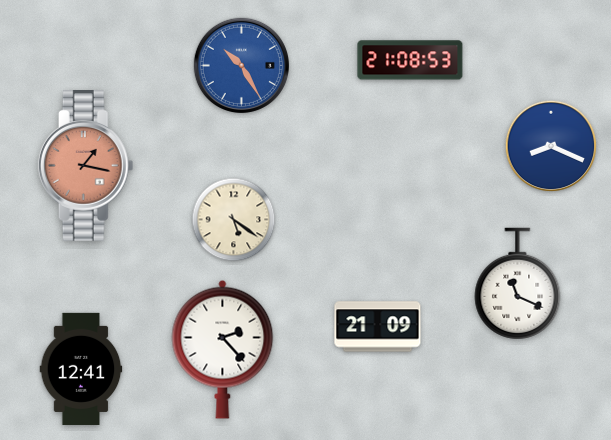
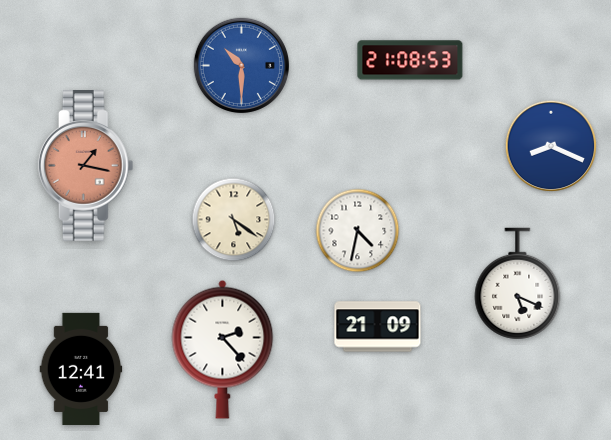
clock at (241, 65): 10:25 -> 10:30
clock at (358, 231): none -> 4:32
clock at (518, 284): 11:19 -> 5:19
